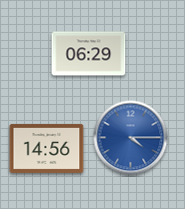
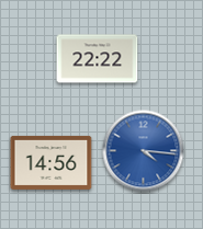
clock at (89, 54): 06:29 -> 22:22
clock at (131, 138): 4:15 -> 4:16
